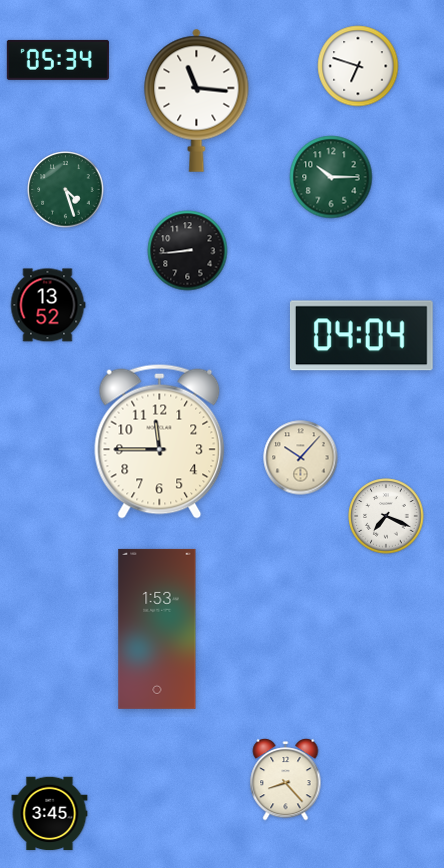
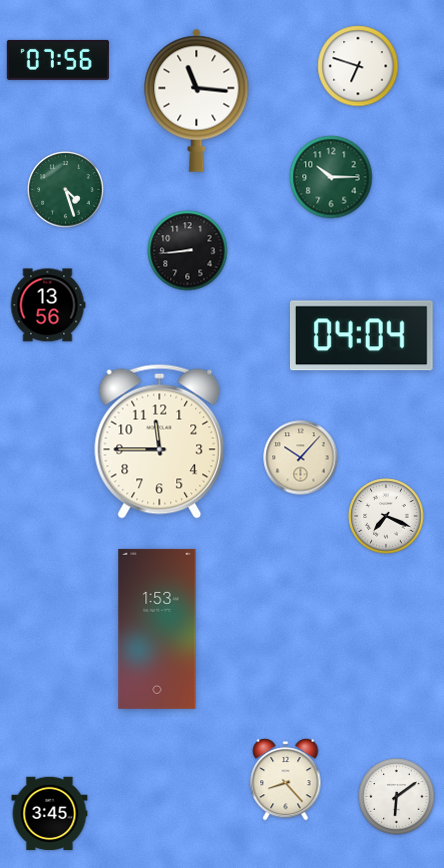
clock at (58, 60): 05:34 -> 07:56
clock at (48, 305): 13:52 -> 13:56
clock at (397, 797): none -> 6:09
